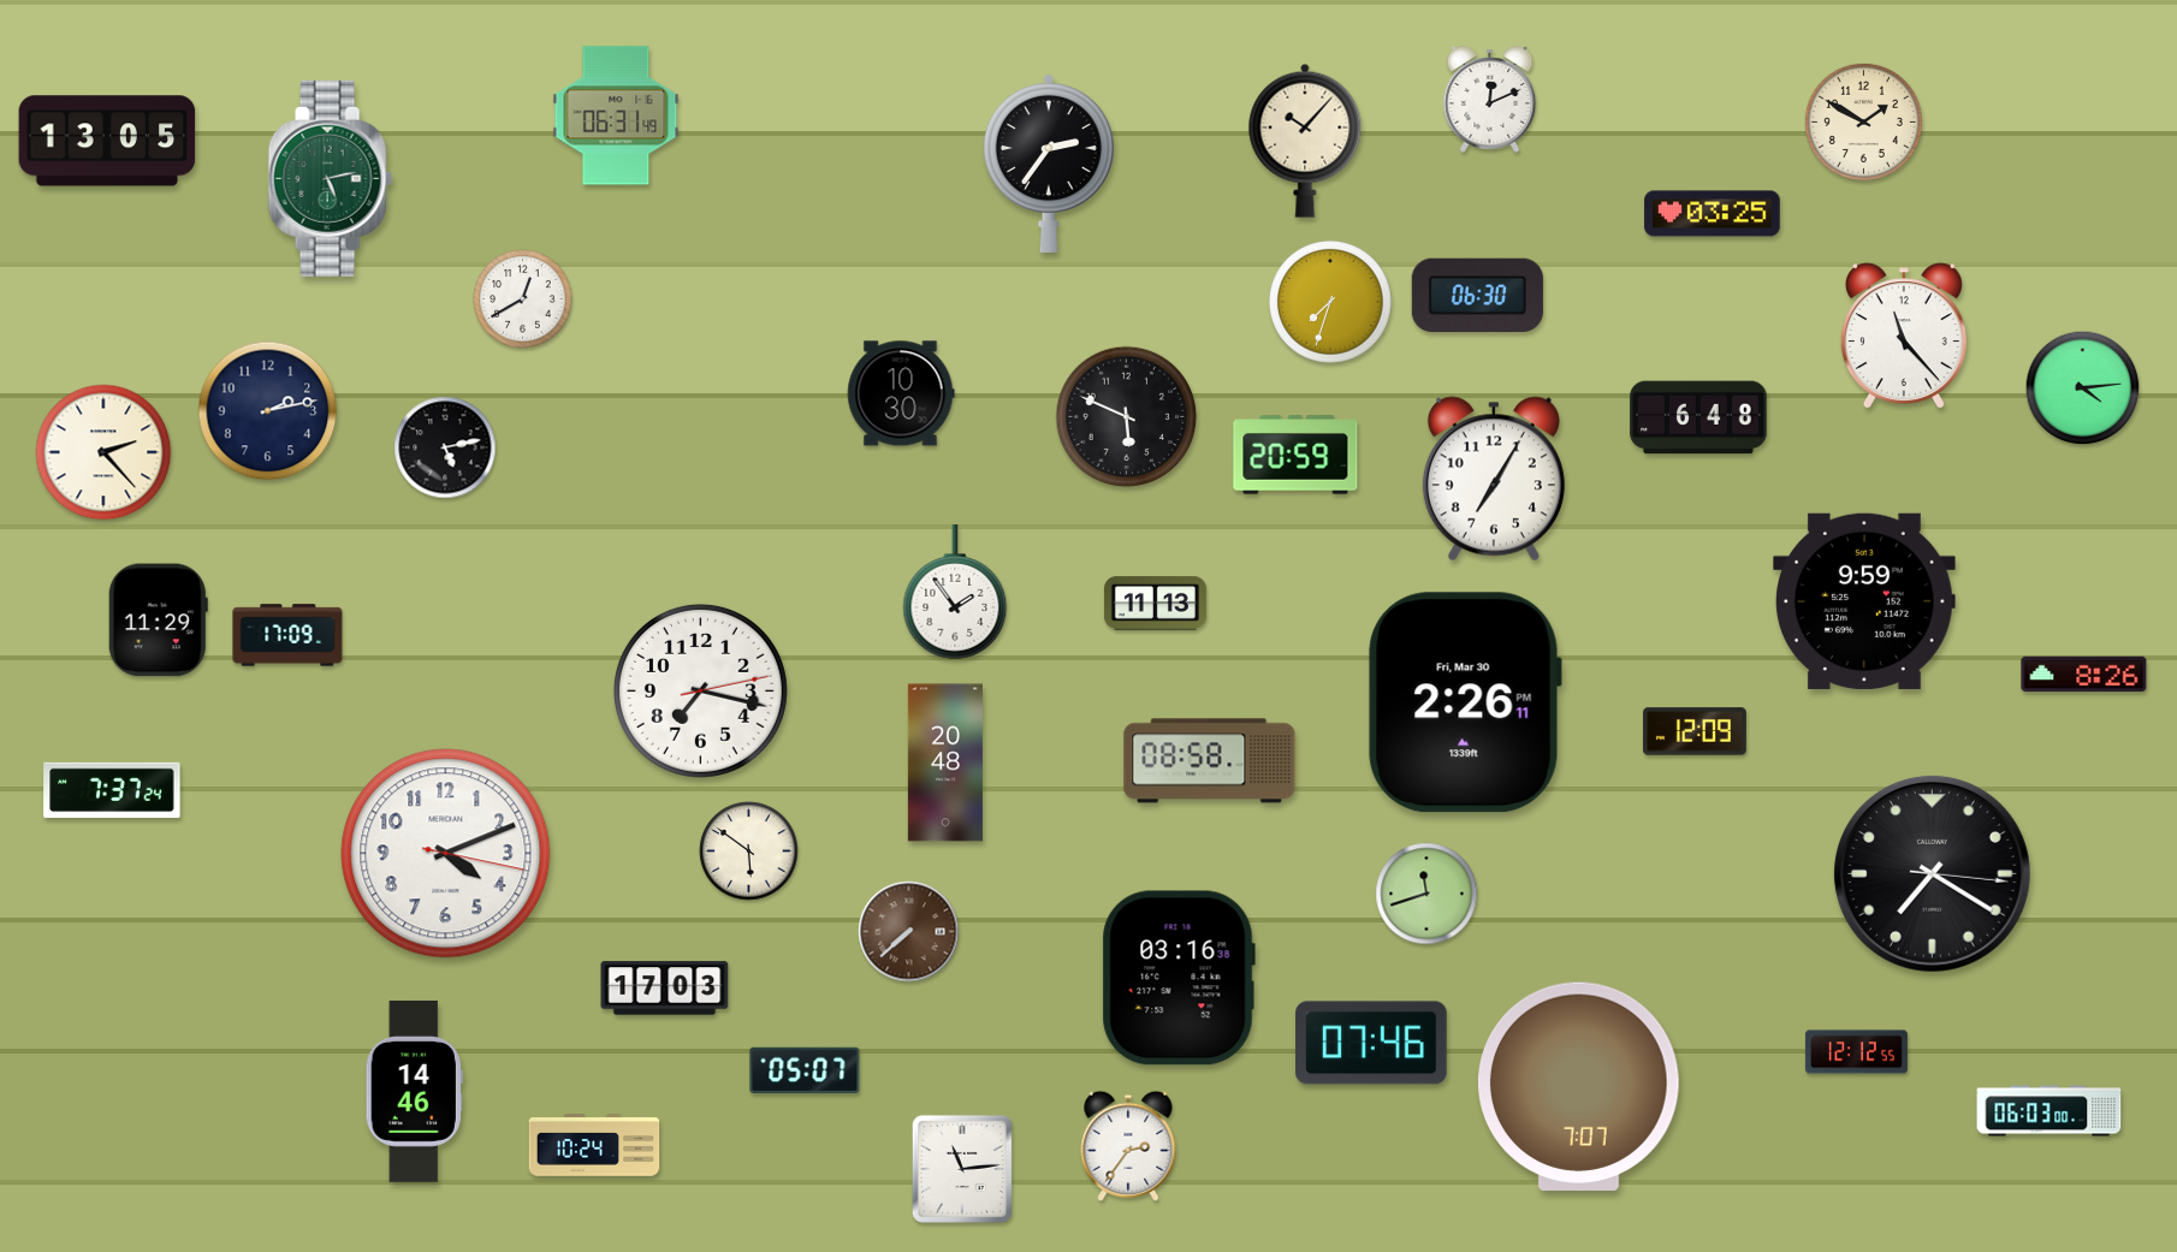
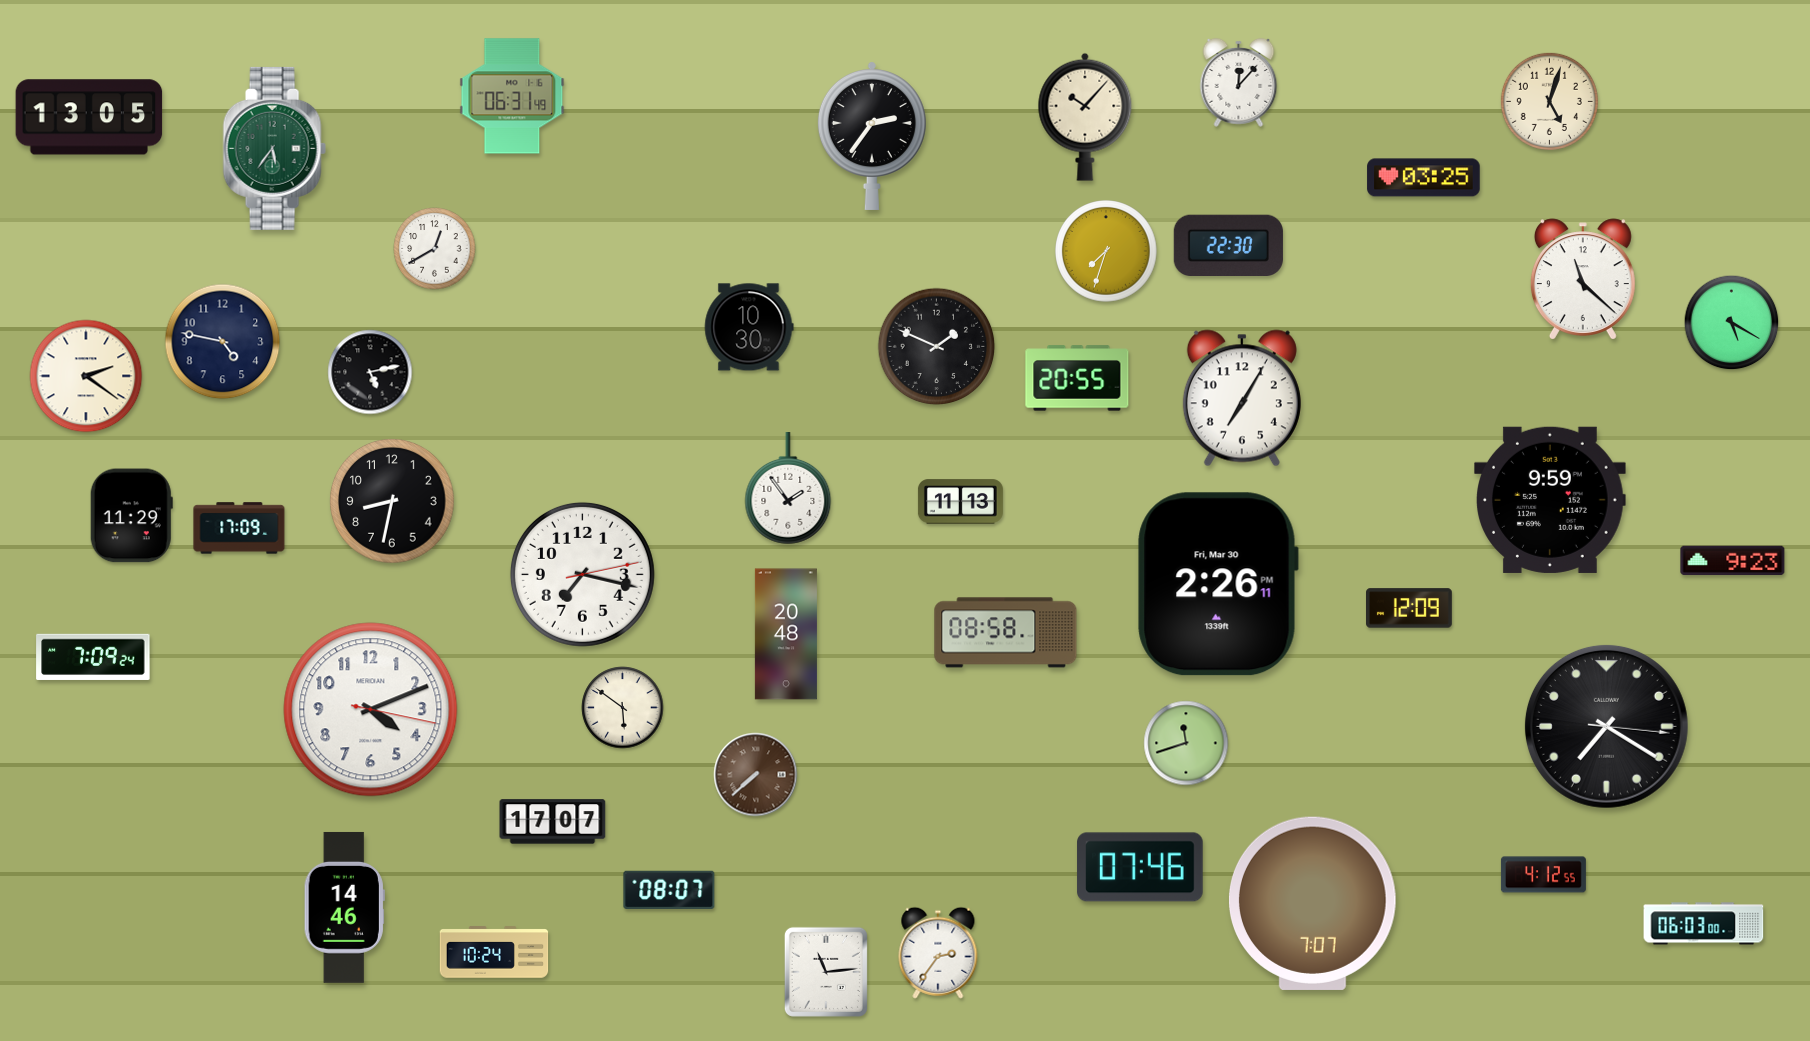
clock at (1490, 99): 12:11 -> 12:07
clock at (1863, 121): 1:50 -> 5:03
clock at (330, 178): 5:13 -> 5:36
clock at (1477, 296): 06:30 -> 22:30
clock at (1904, 336): 11:23 -> 11:22
clock at (2083, 388): 4:14 -> 5:20
clock at (268, 411): 2:13 -> 4:47
clock at (1127, 417): 5:49 -> 1:49
clock at (1698, 417): 6:48 -> none
clock at (103, 452): 2:23 -> 2:21
clock at (1295, 455): 20:59 -> 20:55
clock at (955, 593) position: (955, 593) -> (788, 489)
clock at (392, 501): none -> 8:32
clock at (2084, 675): 8:26 -> 9:23
clock at (112, 790): 7:37 -> 7:09
clock at (1179, 978): 03:16 -> none
clock at (665, 989): 17:03 -> 17:07
clock at (1856, 1052): 12:12 -> 4:12
clock at (805, 1070): 05:07 -> 08:07
clock at (962, 1169) position: (962, 1169) -> (826, 972)
